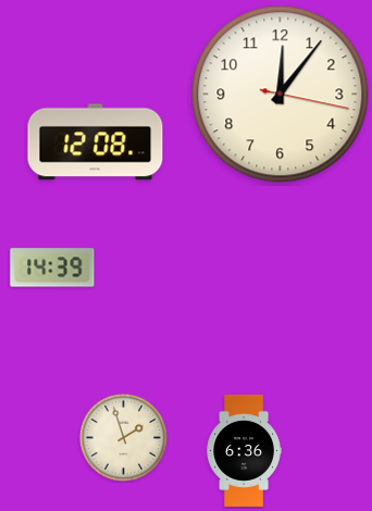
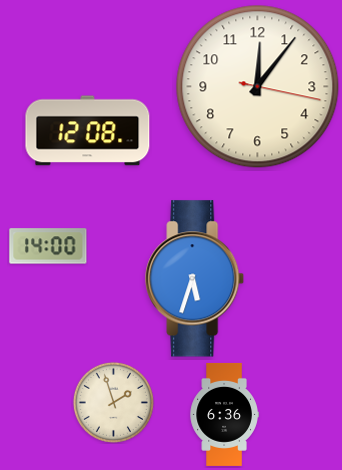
clock at (52, 267): 14:39 -> 14:00
clock at (195, 279): none -> 5:33
